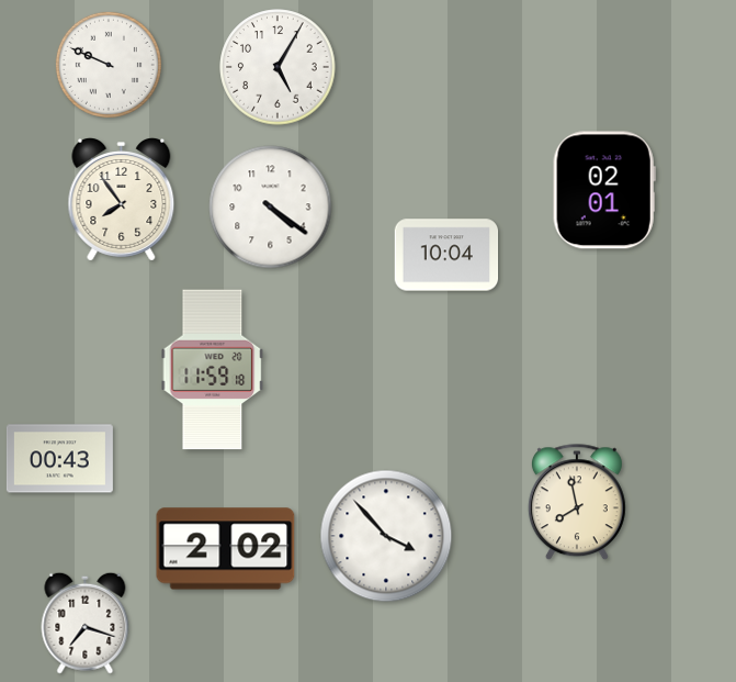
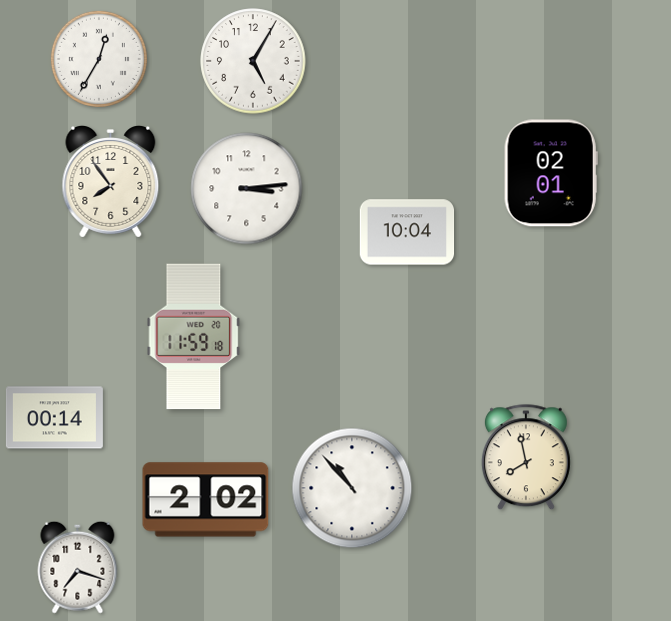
clock at (109, 65): 9:49 -> 12:35
clock at (271, 208): 4:21 -> 3:14
clock at (59, 459): 00:43 -> 00:14
clock at (386, 536): 3:53 -> 10:53
